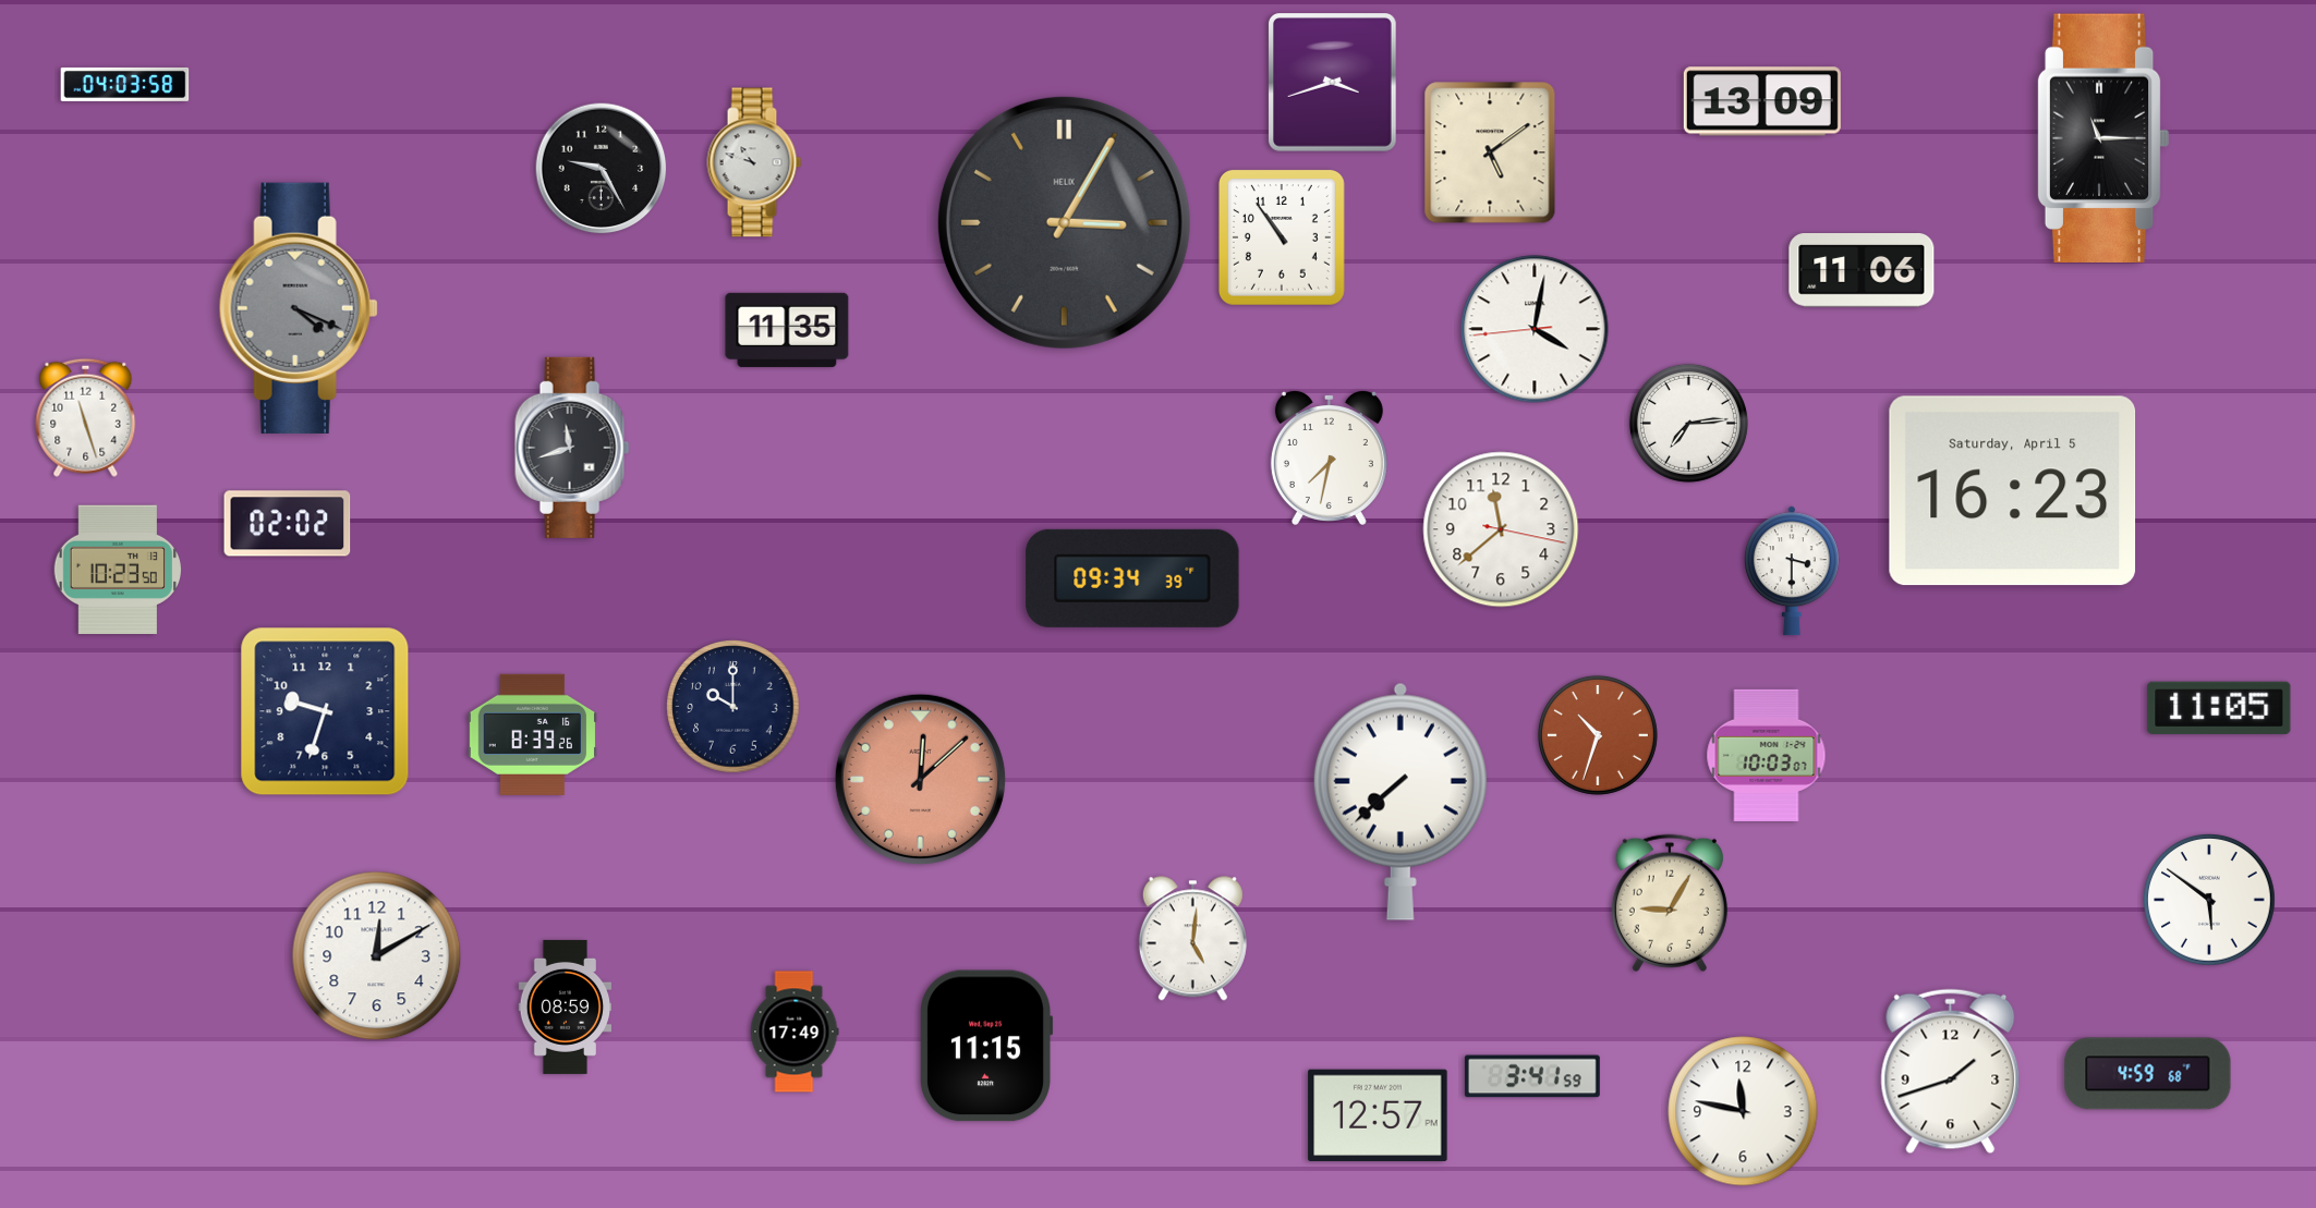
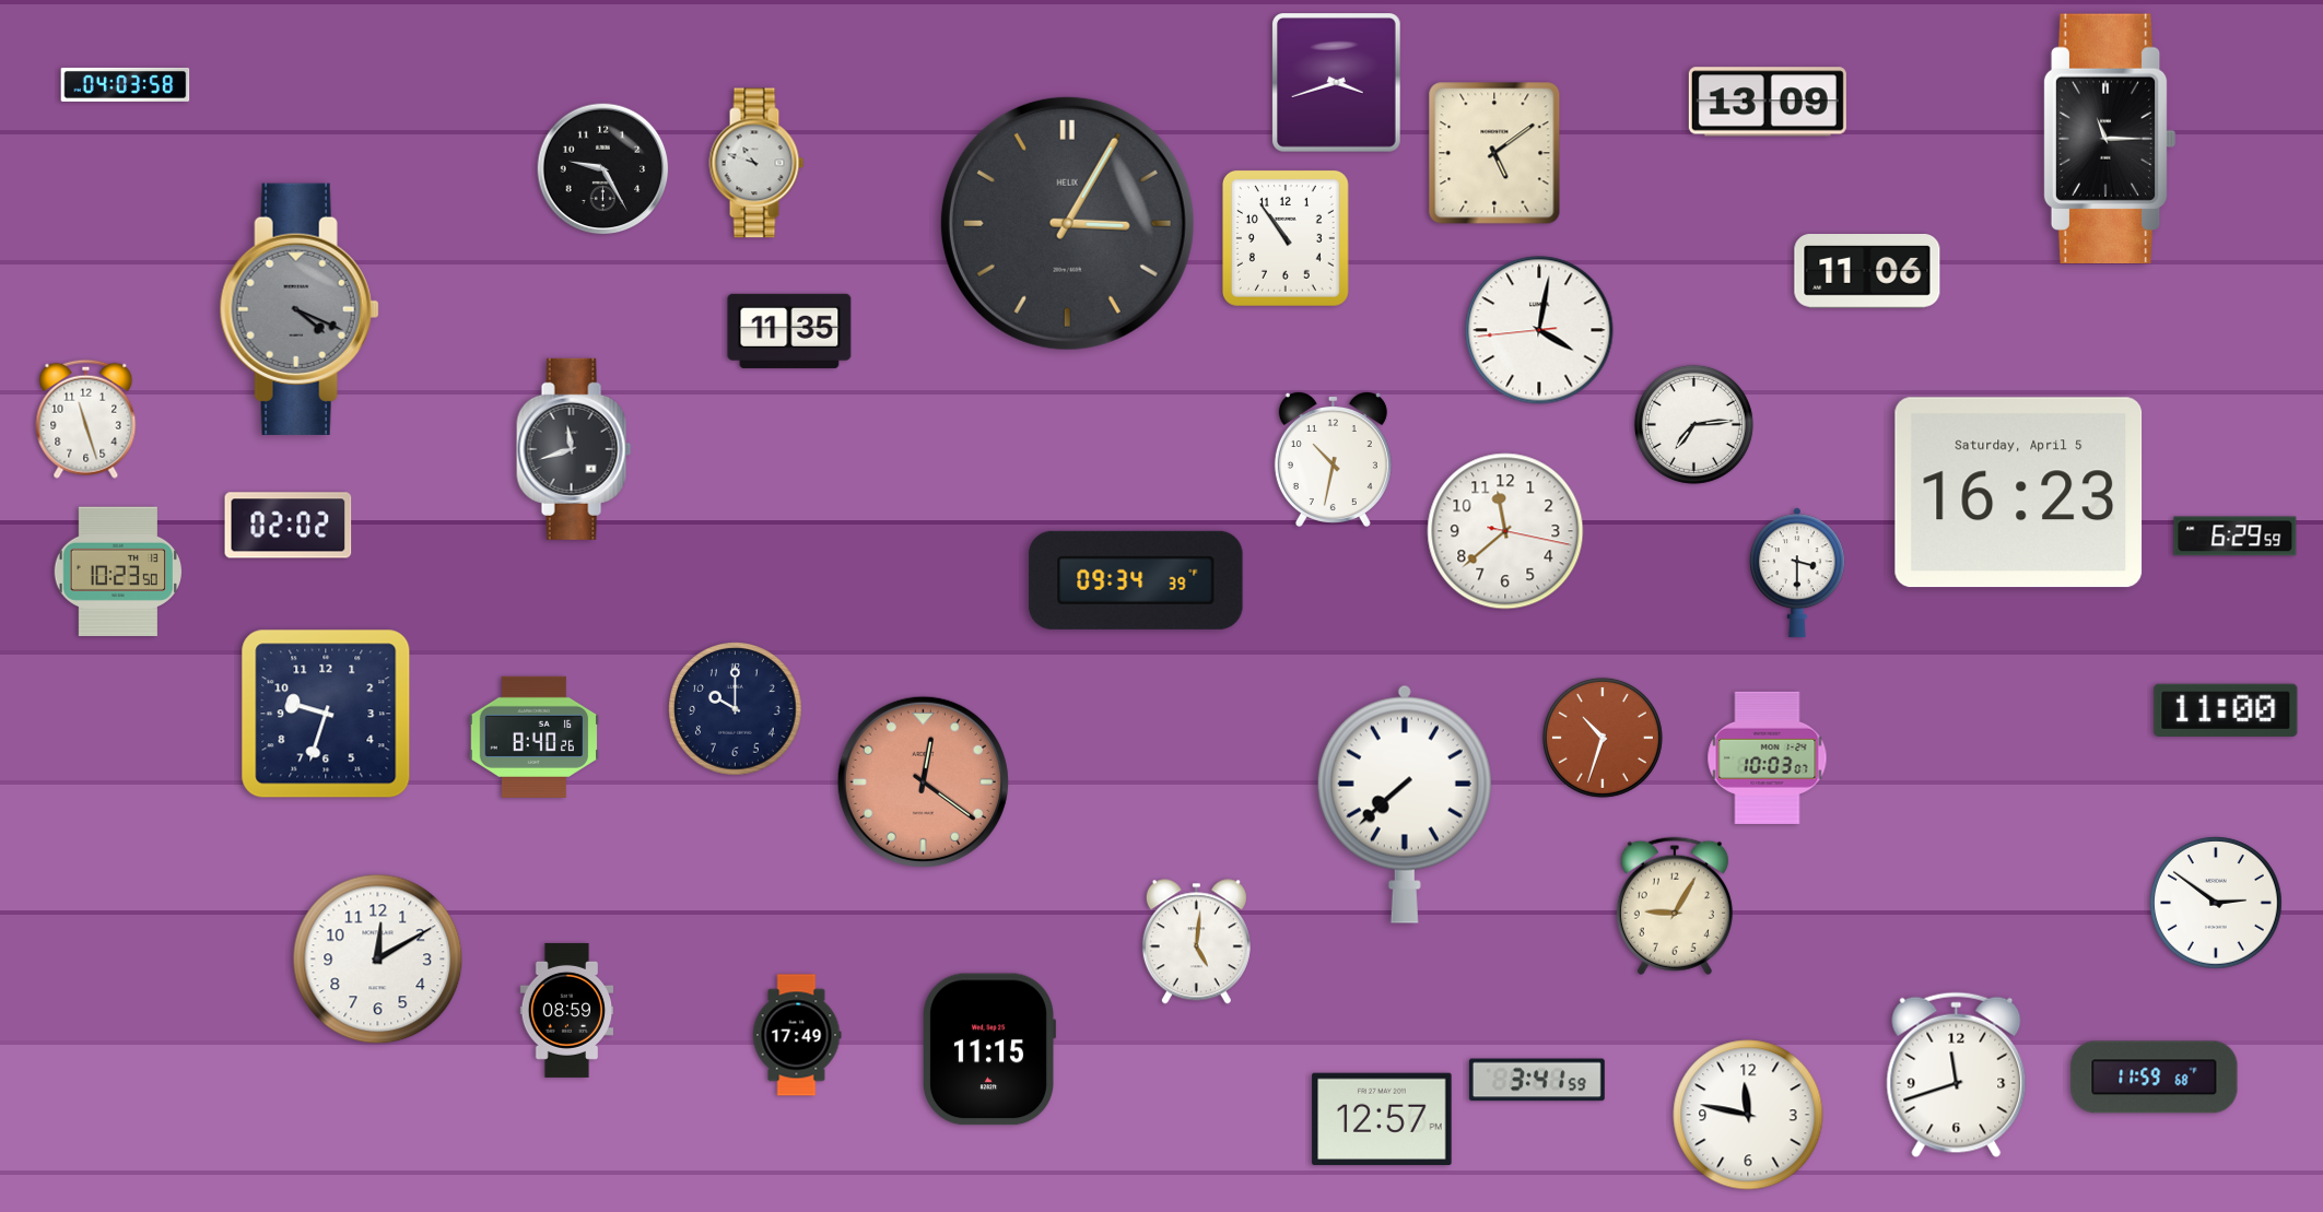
clock at (1329, 457): 7:32 -> 10:32
clock at (2236, 537): none -> 6:29
clock at (2219, 708): 11:05 -> 11:00
clock at (532, 734): 8:39 -> 8:40
clock at (1767, 755) position: (1767, 755) -> (1768, 757)
clock at (920, 779): 12:08 -> 12:21
clock at (2209, 900): 5:51 -> 2:51
clock at (1951, 1072): 1:42 -> 11:42
clock at (2148, 1074): 4:59 -> 11:59
